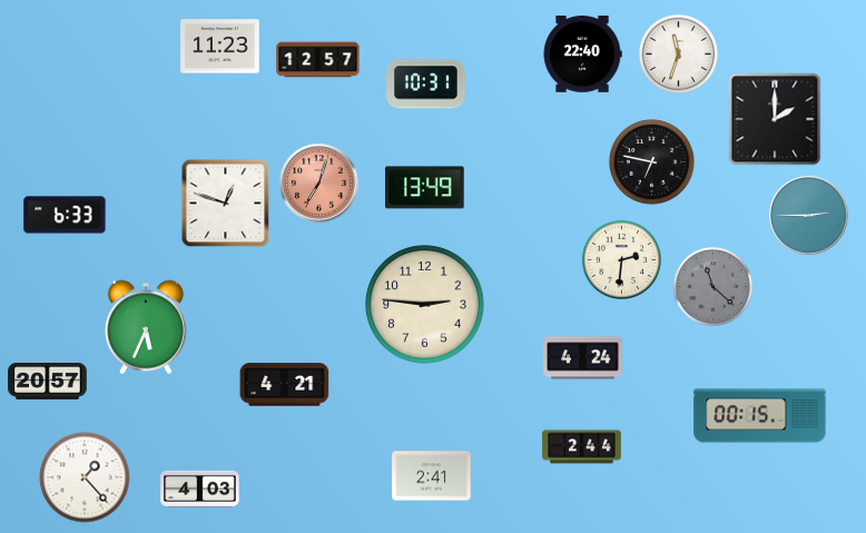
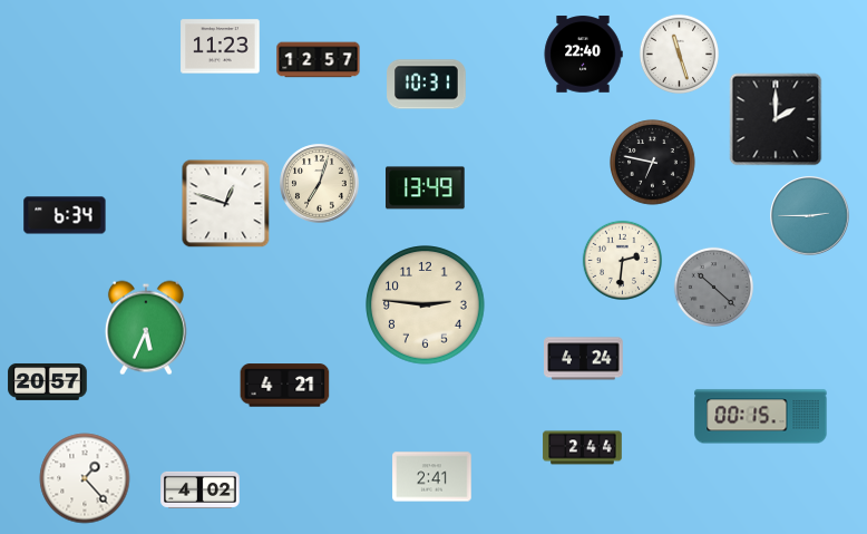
clock at (678, 53): 11:33 -> 11:27
clock at (319, 184) dial: salmon -> cream
clock at (65, 215): 6:33 -> 6:34
clock at (712, 286): 11:22 -> 10:22
clock at (200, 488): 4:03 -> 4:02
